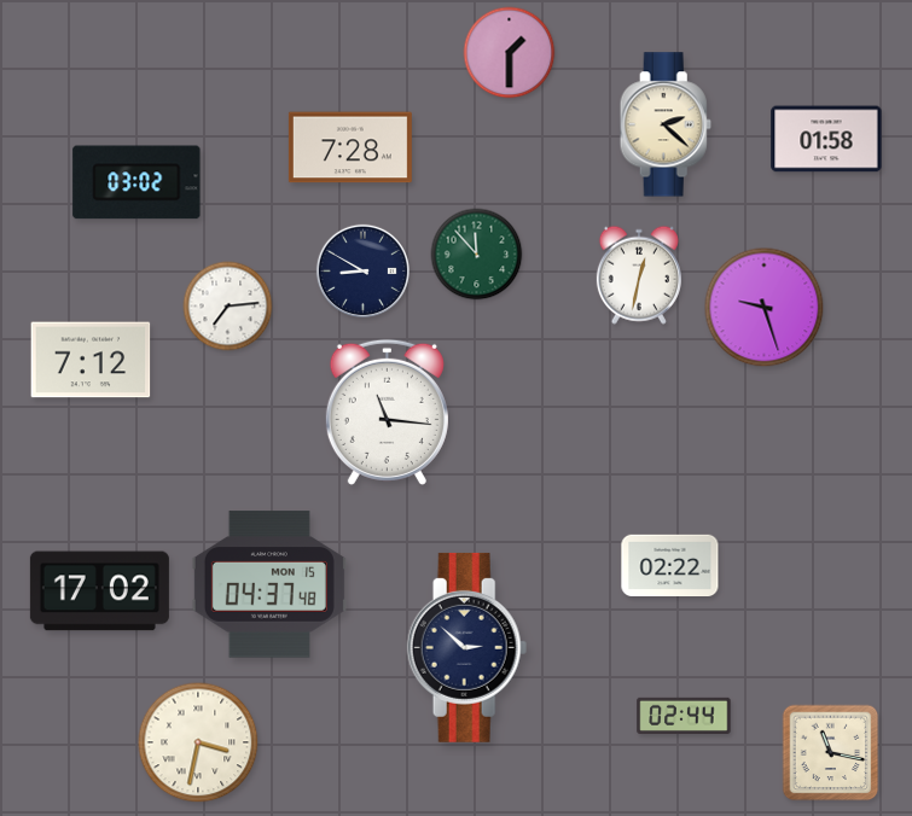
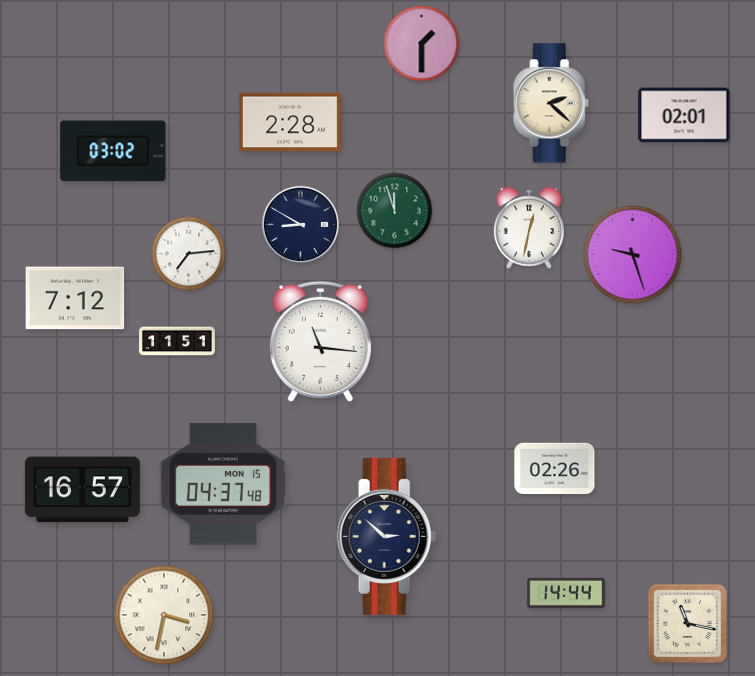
clock at (826, 139): 01:58 -> 02:01
clock at (350, 147): 7:28 -> 2:28
clock at (477, 255): 11:53 -> 11:57
clock at (177, 341): none -> 11:51
clock at (670, 565): 02:22 -> 02:26
clock at (99, 591): 17:02 -> 16:57
clock at (684, 716): 02:44 -> 14:44
